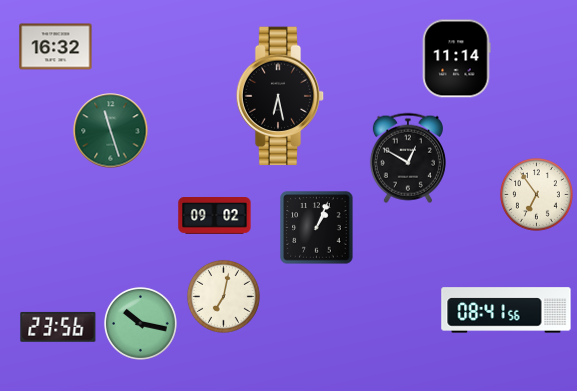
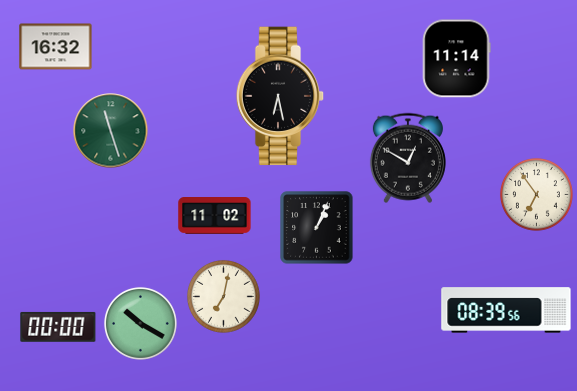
clock at (215, 216): 09:02 -> 11:02
clock at (506, 310): 08:41 -> 08:39
clock at (140, 323): 10:17 -> 10:20
clock at (58, 327): 23:56 -> 00:00
